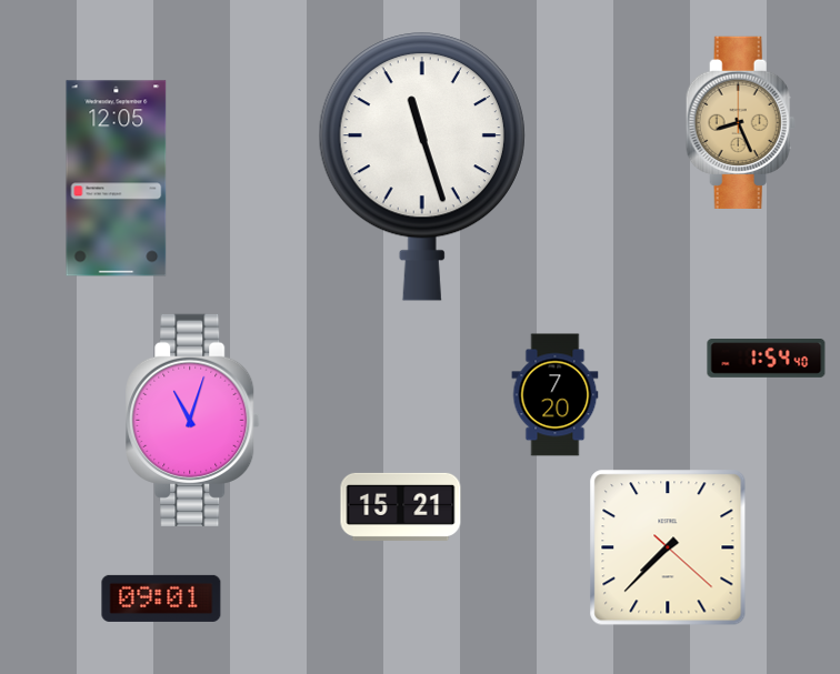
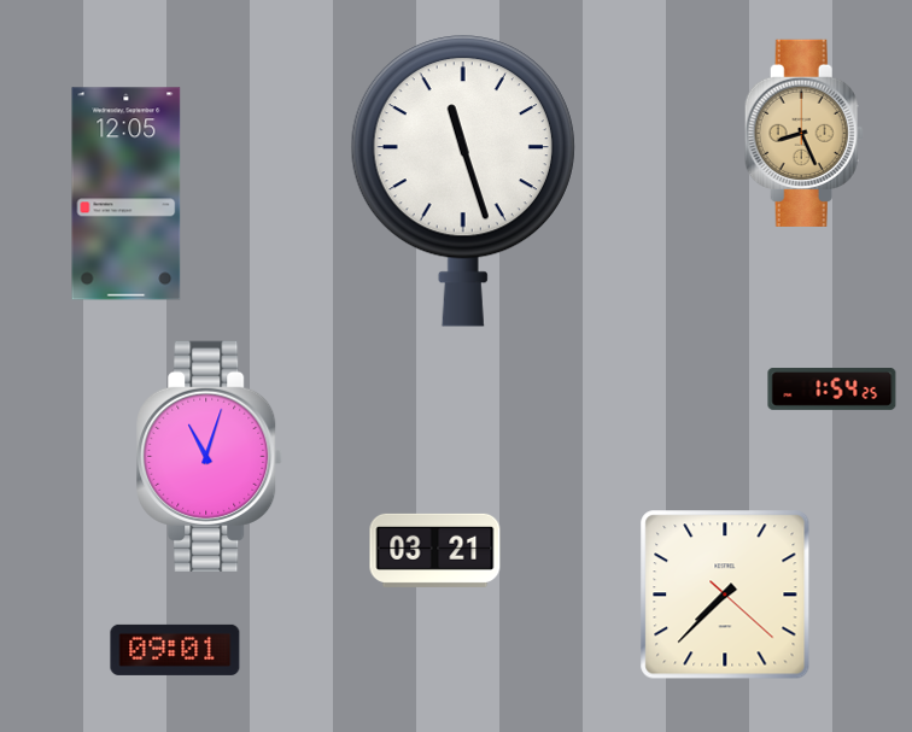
clock at (422, 167) position: (422, 167) -> (463, 181)
clock at (767, 359): 1:54:40 -> 1:54:25
clock at (556, 395): 7:20 -> none
clock at (401, 506): 15:21 -> 03:21
